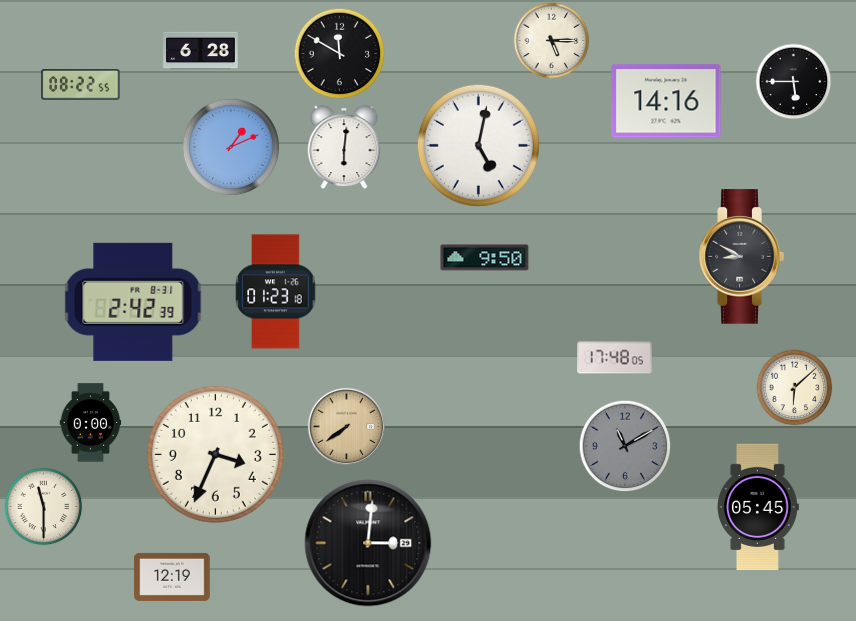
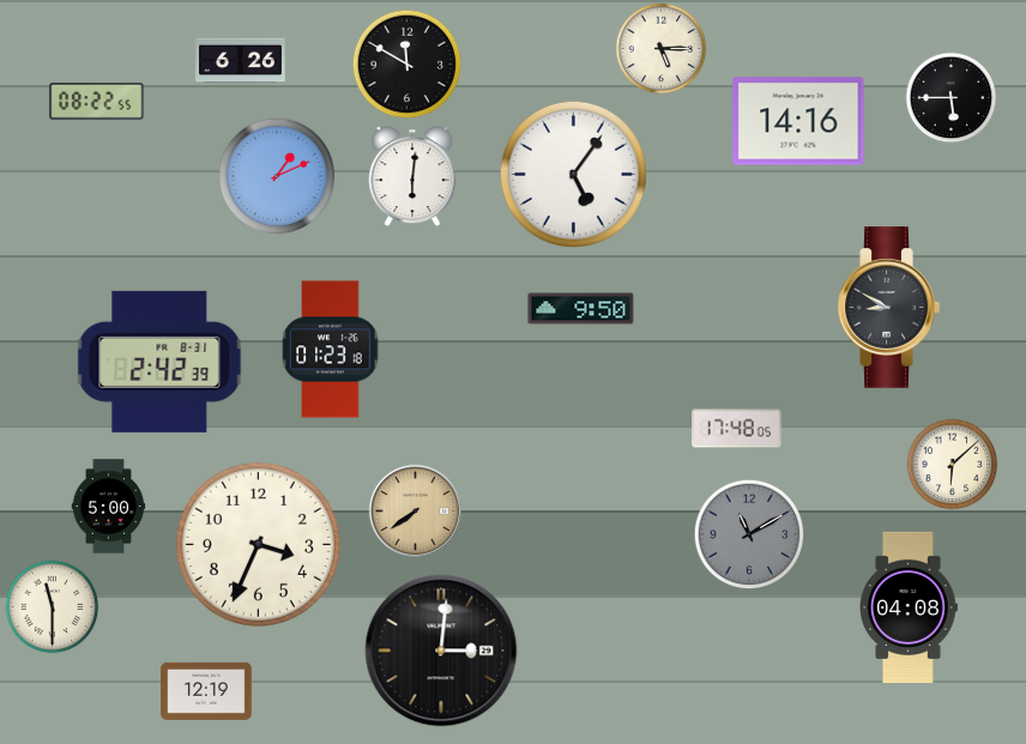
clock at (201, 51): 6:28 -> 6:26
clock at (478, 145): 5:02 -> 5:06
clock at (91, 423): 0:00 -> 5:00
clock at (758, 506): 05:45 -> 04:08
